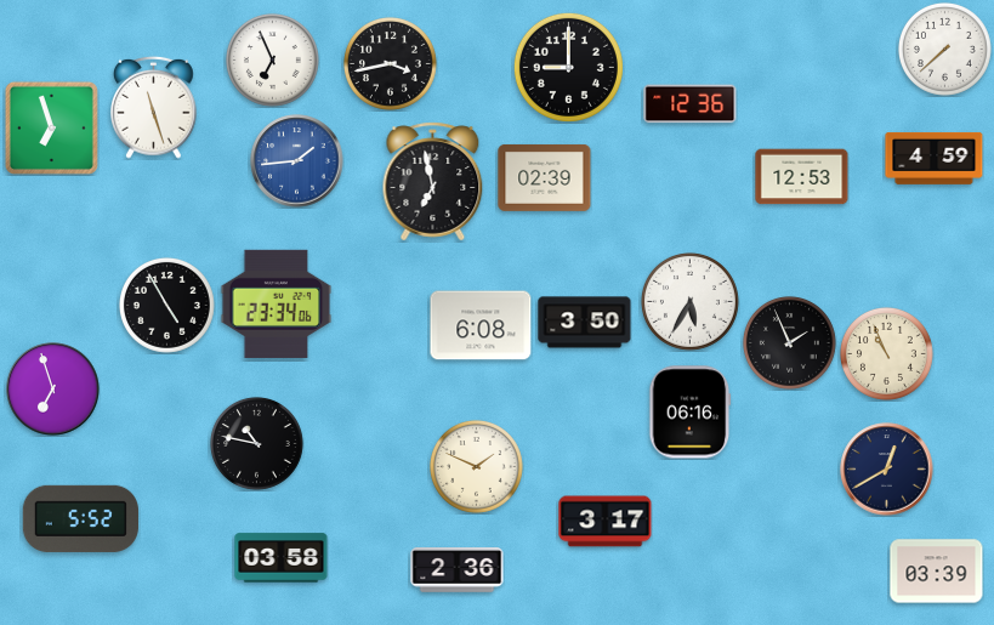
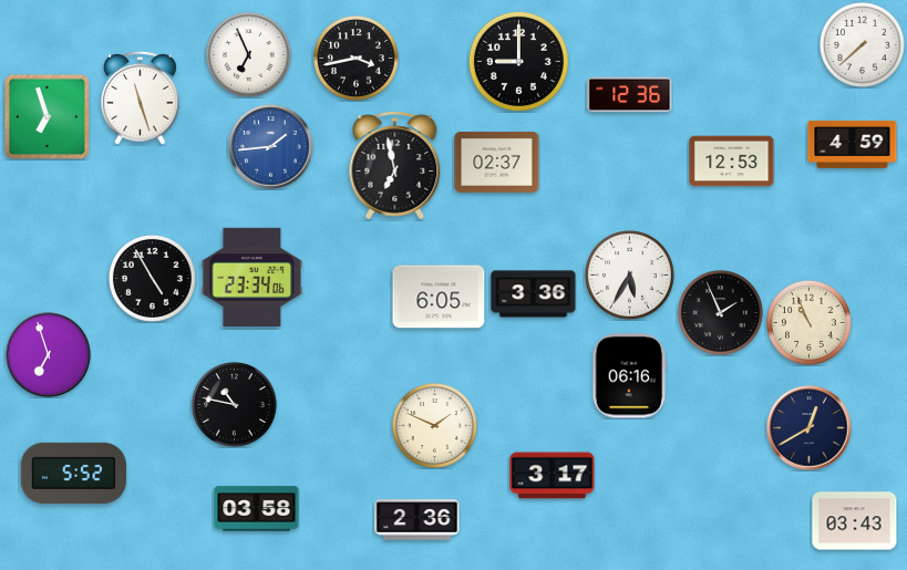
clock at (545, 177): 02:39 -> 02:37
clock at (585, 323): 3:50 -> 3:36
clock at (481, 325): 6:08 -> 6:05
clock at (937, 572): 03:39 -> 03:43
